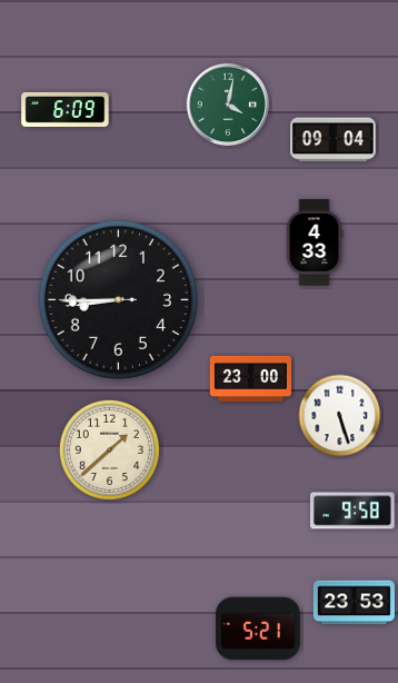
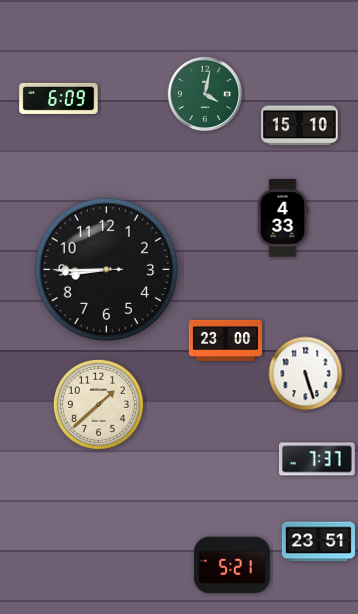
clock at (334, 140): 09:04 -> 15:10
clock at (354, 511): 9:58 -> 7:37
clock at (354, 603): 23:53 -> 23:51
